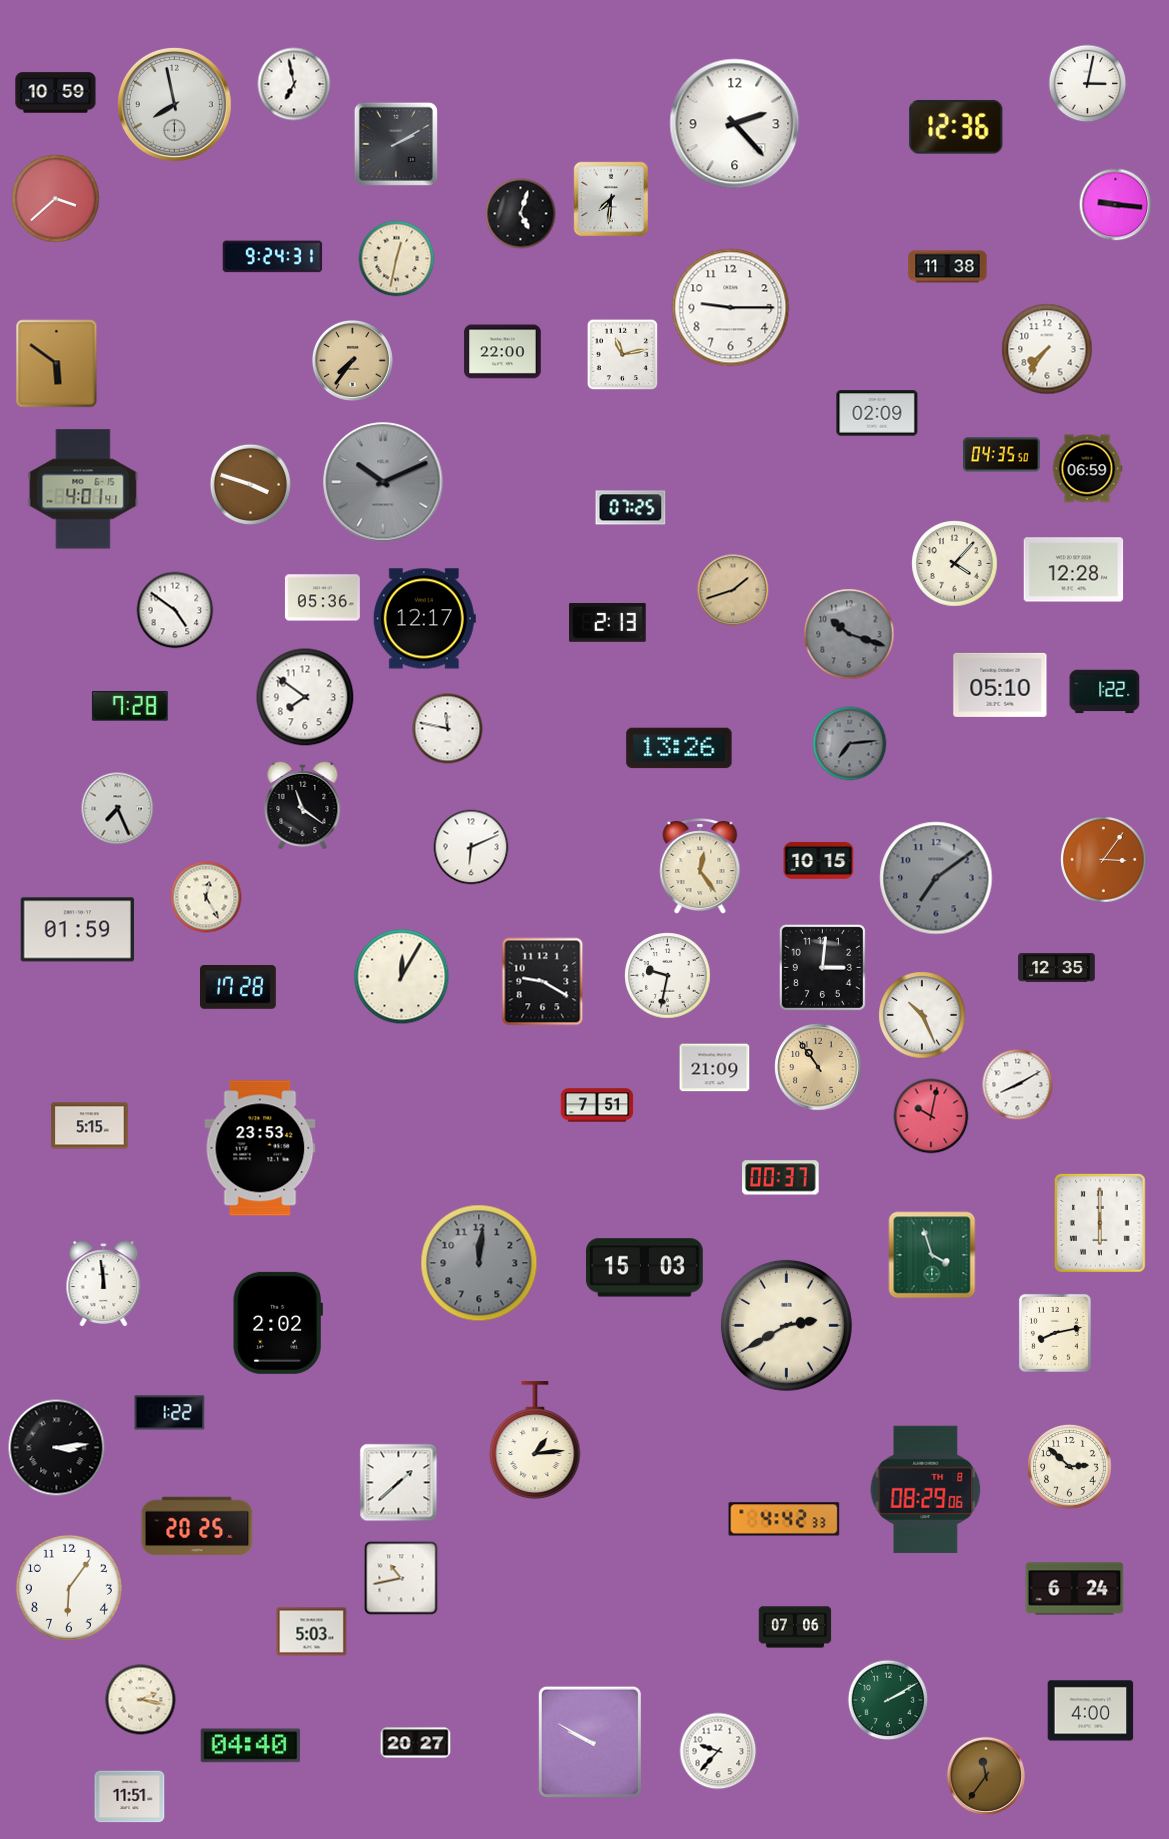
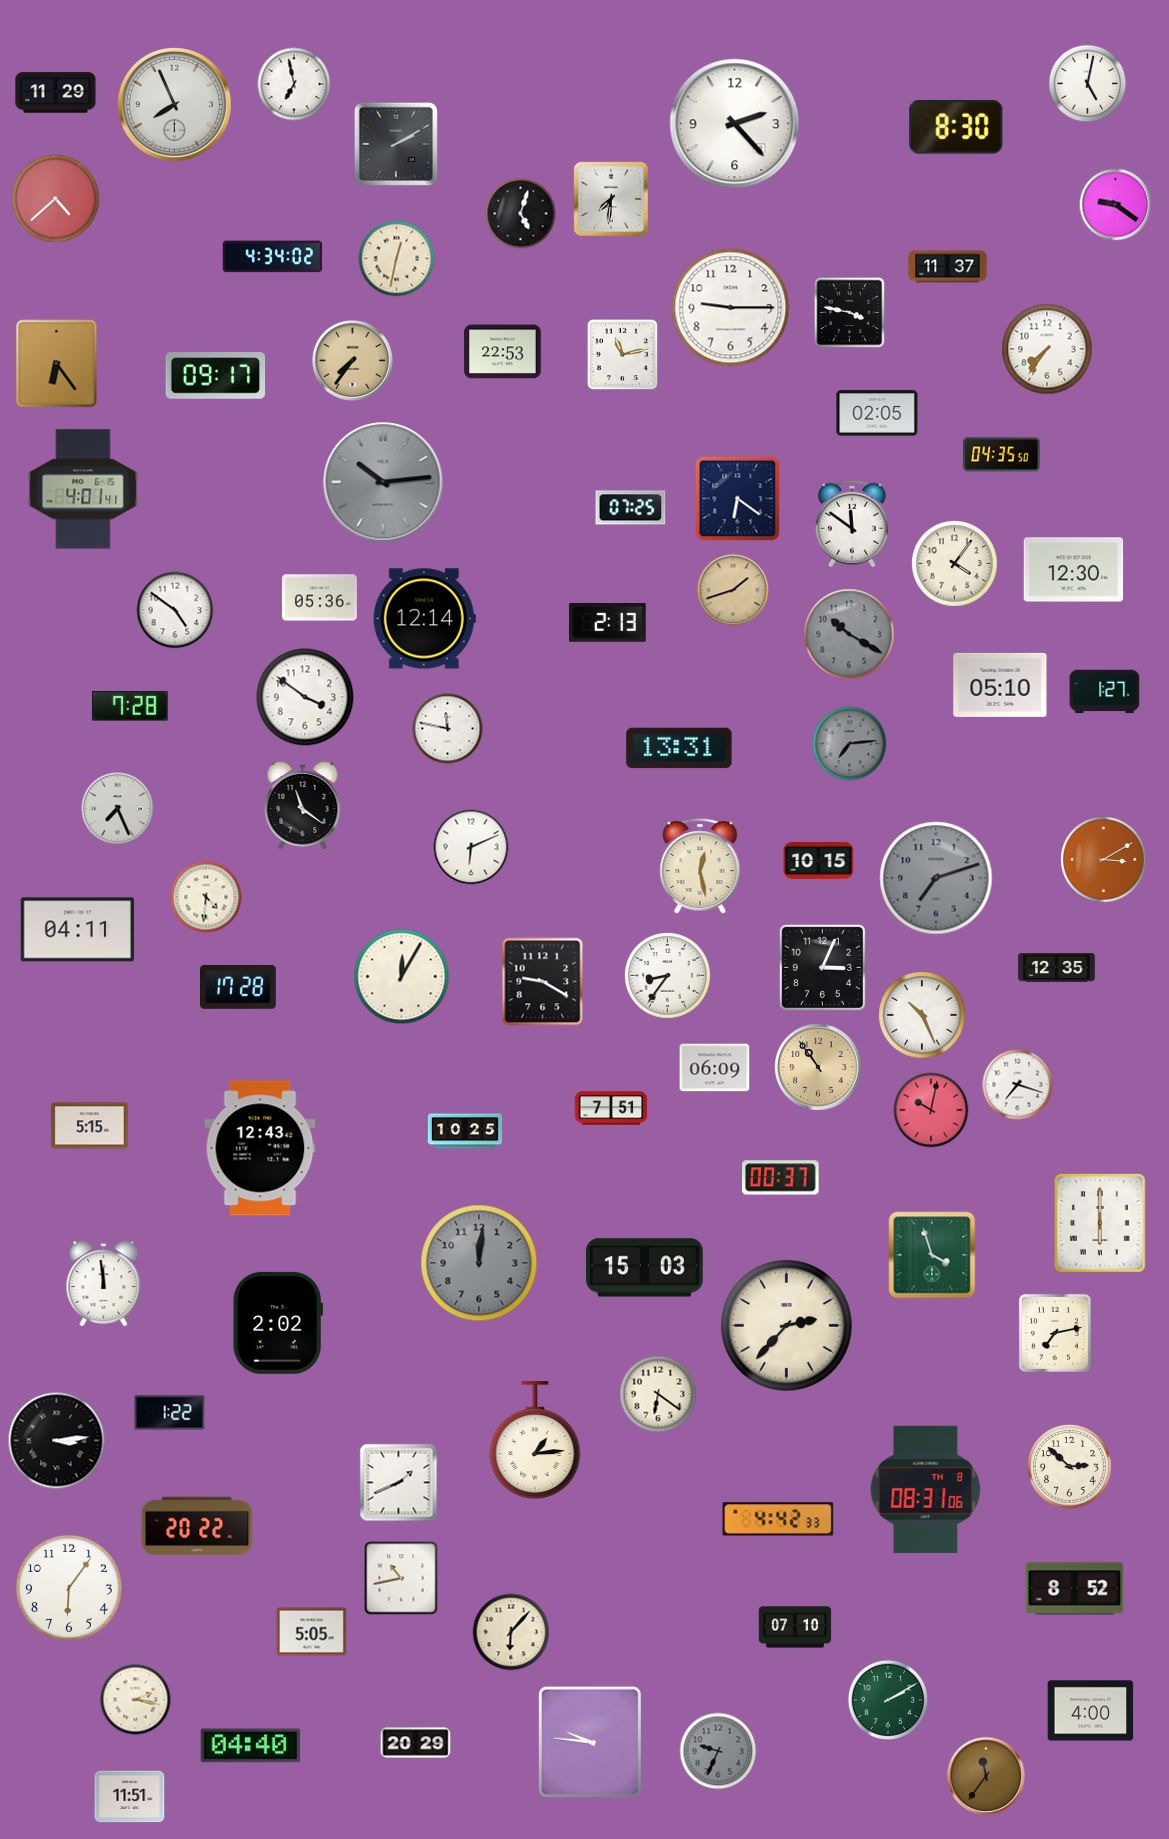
clock at (1088, 84): 3:02 -> 5:02
clock at (56, 93): 10:59 -> 11:29
clock at (174, 104): 7:58 -> 7:56
clock at (956, 127): 12:36 -> 8:30
clock at (56, 199): 3:38 -> 4:38
clock at (1116, 205): 9:16 -> 9:21
clock at (273, 257): 9:24 -> 4:34
clock at (948, 267): 11:38 -> 11:37
clock at (850, 313): none -> 3:47
clock at (503, 352): 22:00 -> 22:53
clock at (57, 364): 5:51 -> 6:24
clock at (216, 376): none -> 09:17
clock at (877, 413): 02:09 -> 02:05
clock at (1087, 469): 06:59 -> none
clock at (383, 482): 10:11 -> 10:14
clock at (250, 484): 3:48 -> none
clock at (738, 499): none -> 6:21
clock at (852, 524): none -> 11:51
clock at (955, 564): 4:07 -> 4:06
clock at (1074, 570): 12:28 -> 12:30
clock at (322, 598) position: (322, 598) -> (319, 598)
clock at (424, 619): 12:17 -> 12:14
clock at (849, 634): 10:18 -> 10:20
clock at (1105, 692): 1:22 -> 1:27
clock at (305, 697): 7:51 -> 3:51
clock at (679, 748): 13:26 -> 13:31
clock at (1104, 860): 3:06 -> 3:10
clock at (700, 866): 12:24 -> 12:28
clock at (936, 878): 7:09 -> 7:12
clock at (206, 897): 12:25 -> 4:31
clock at (77, 930): 01:59 -> 04:11
clock at (822, 967): 3:01 -> 3:04
clock at (668, 976): 9:32 -> 8:36
clock at (715, 1068): 21:09 -> 06:09
clock at (1018, 1085): 8:10 -> 7:18
clock at (597, 1105) position: (597, 1105) -> (611, 1108)
clock at (931, 1116) position: (931, 1116) -> (931, 1110)
clock at (465, 1131): none -> 10:25
clock at (260, 1148): 23:53 -> 12:43
clock at (786, 1325): 2:40 -> 2:37
clock at (1055, 1333): 8:13 -> 7:13
clock at (658, 1394): none -> 6:21
clock at (57, 1448) position: (57, 1448) -> (57, 1441)
clock at (399, 1483): 1:38 -> 1:41
clock at (926, 1489): 08:29 -> 08:31
clock at (784, 1519) position: (784, 1519) -> (778, 1519)
clock at (197, 1526): 20:25 -> 20:22
clock at (1075, 1589): 6:24 -> 8:52
clock at (795, 1627): 07:06 -> 07:10
clock at (312, 1632): 5:03 -> 5:05
clock at (511, 1632): none -> 6:07
clock at (141, 1700) position: (141, 1700) -> (136, 1700)
clock at (590, 1742): 9:50 -> 9:46
clock at (416, 1743): 20:27 -> 20:29
clock at (718, 1751): 9:37 -> 9:34
clock at (718, 1751) dial: white -> grey
